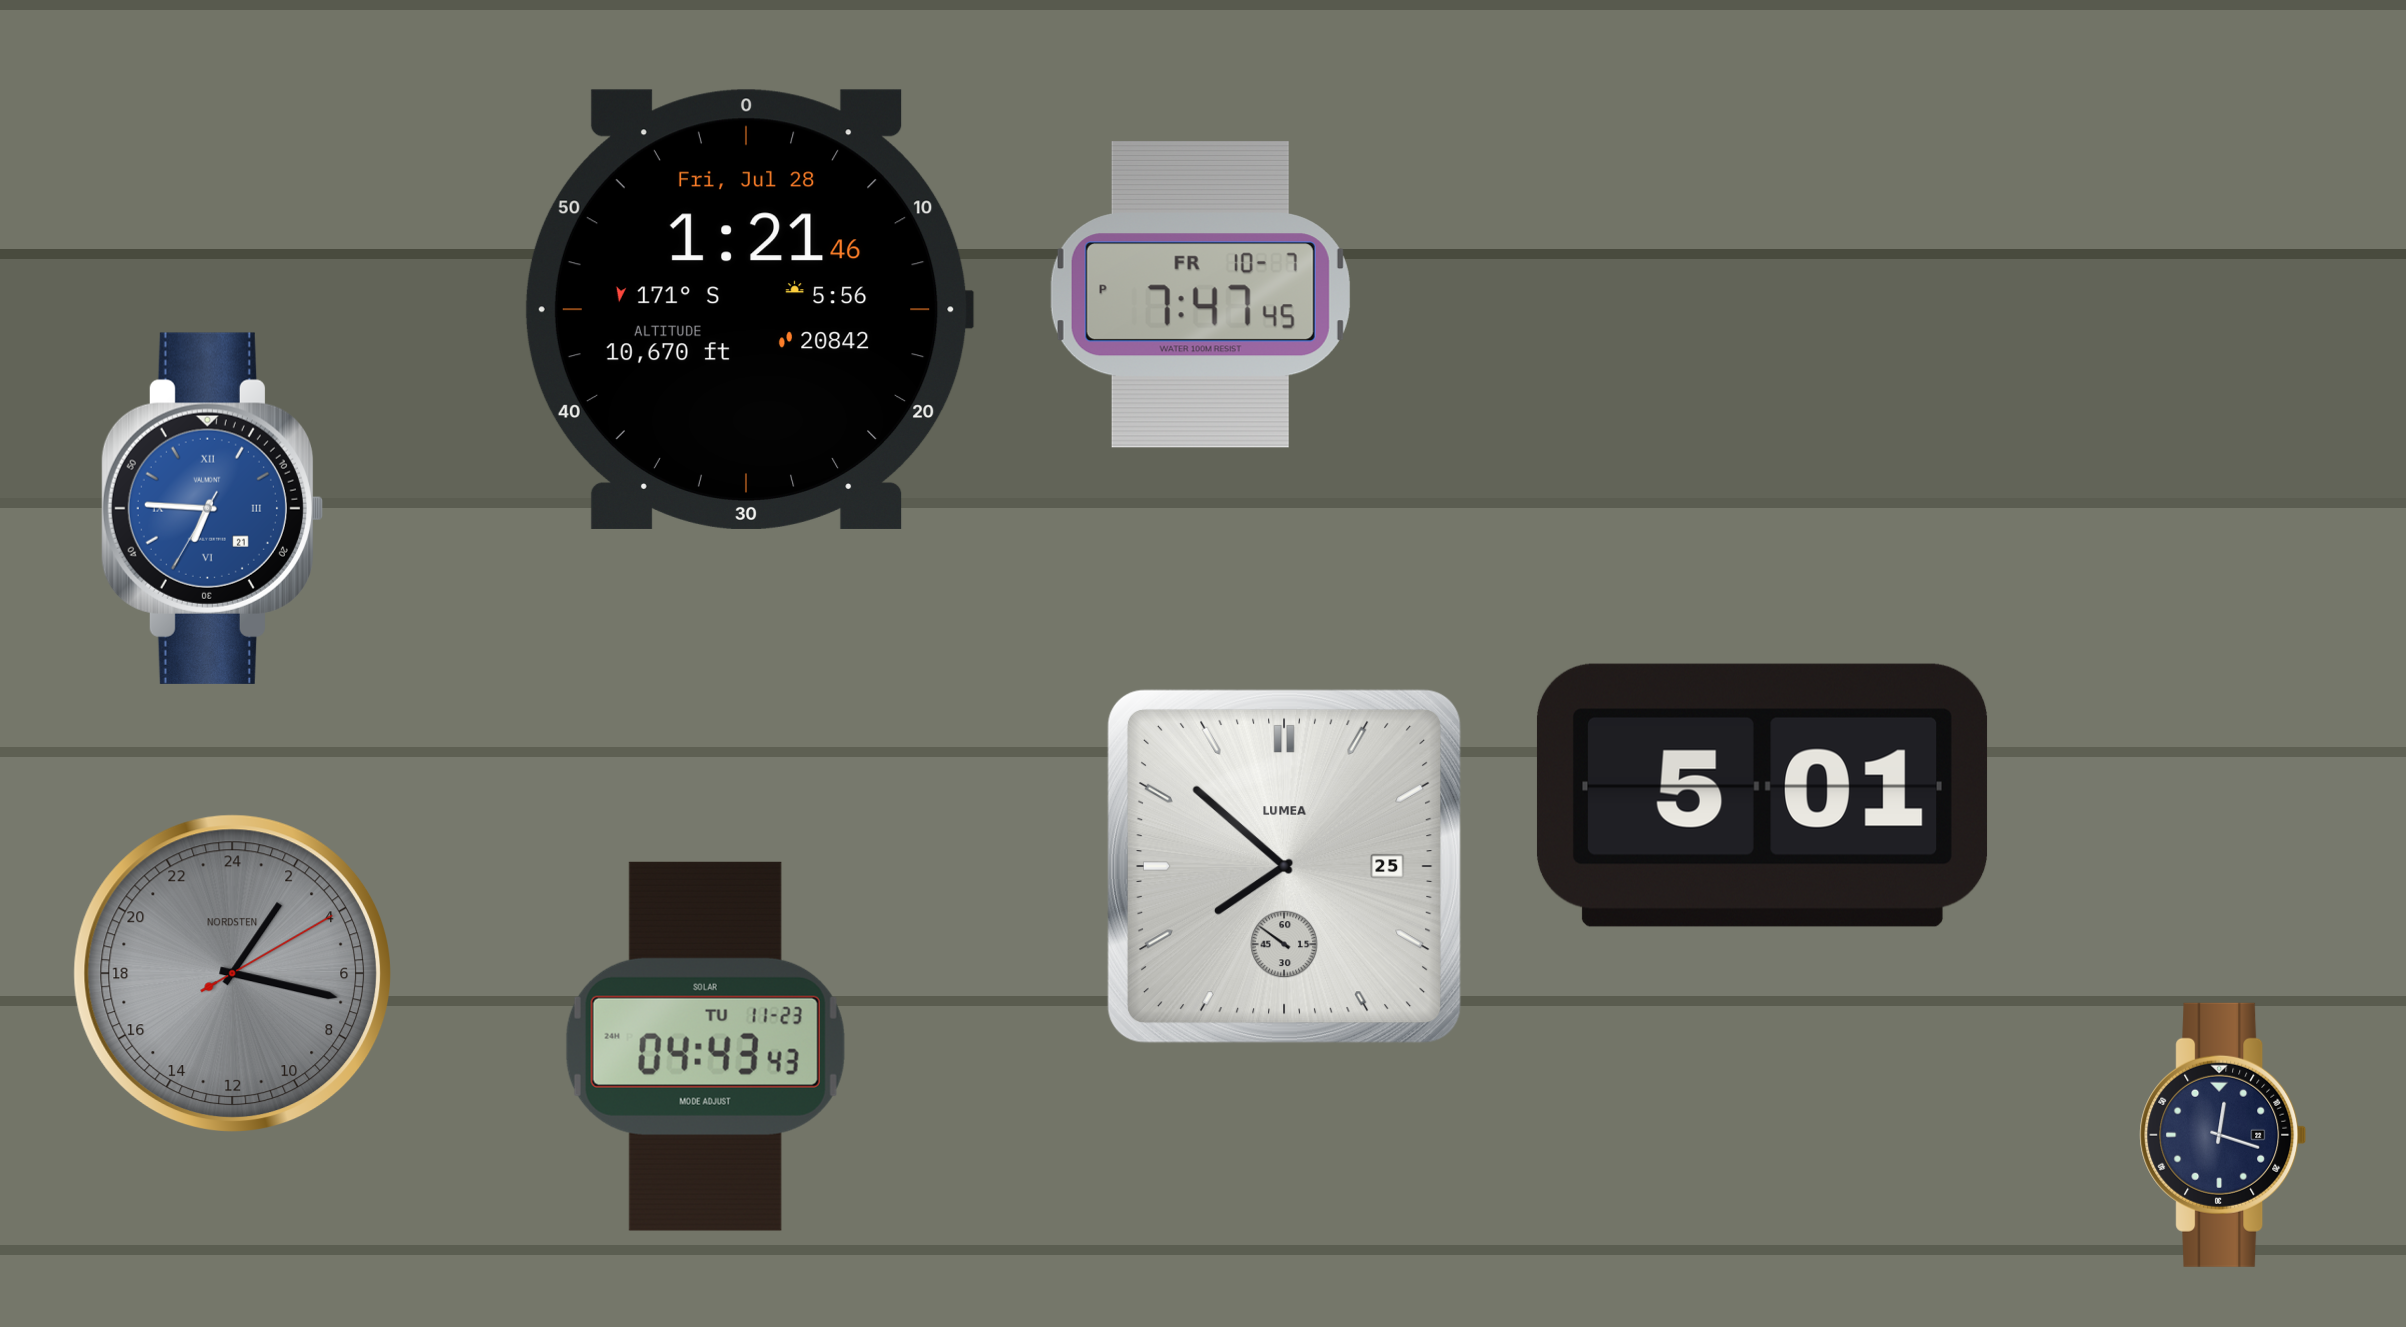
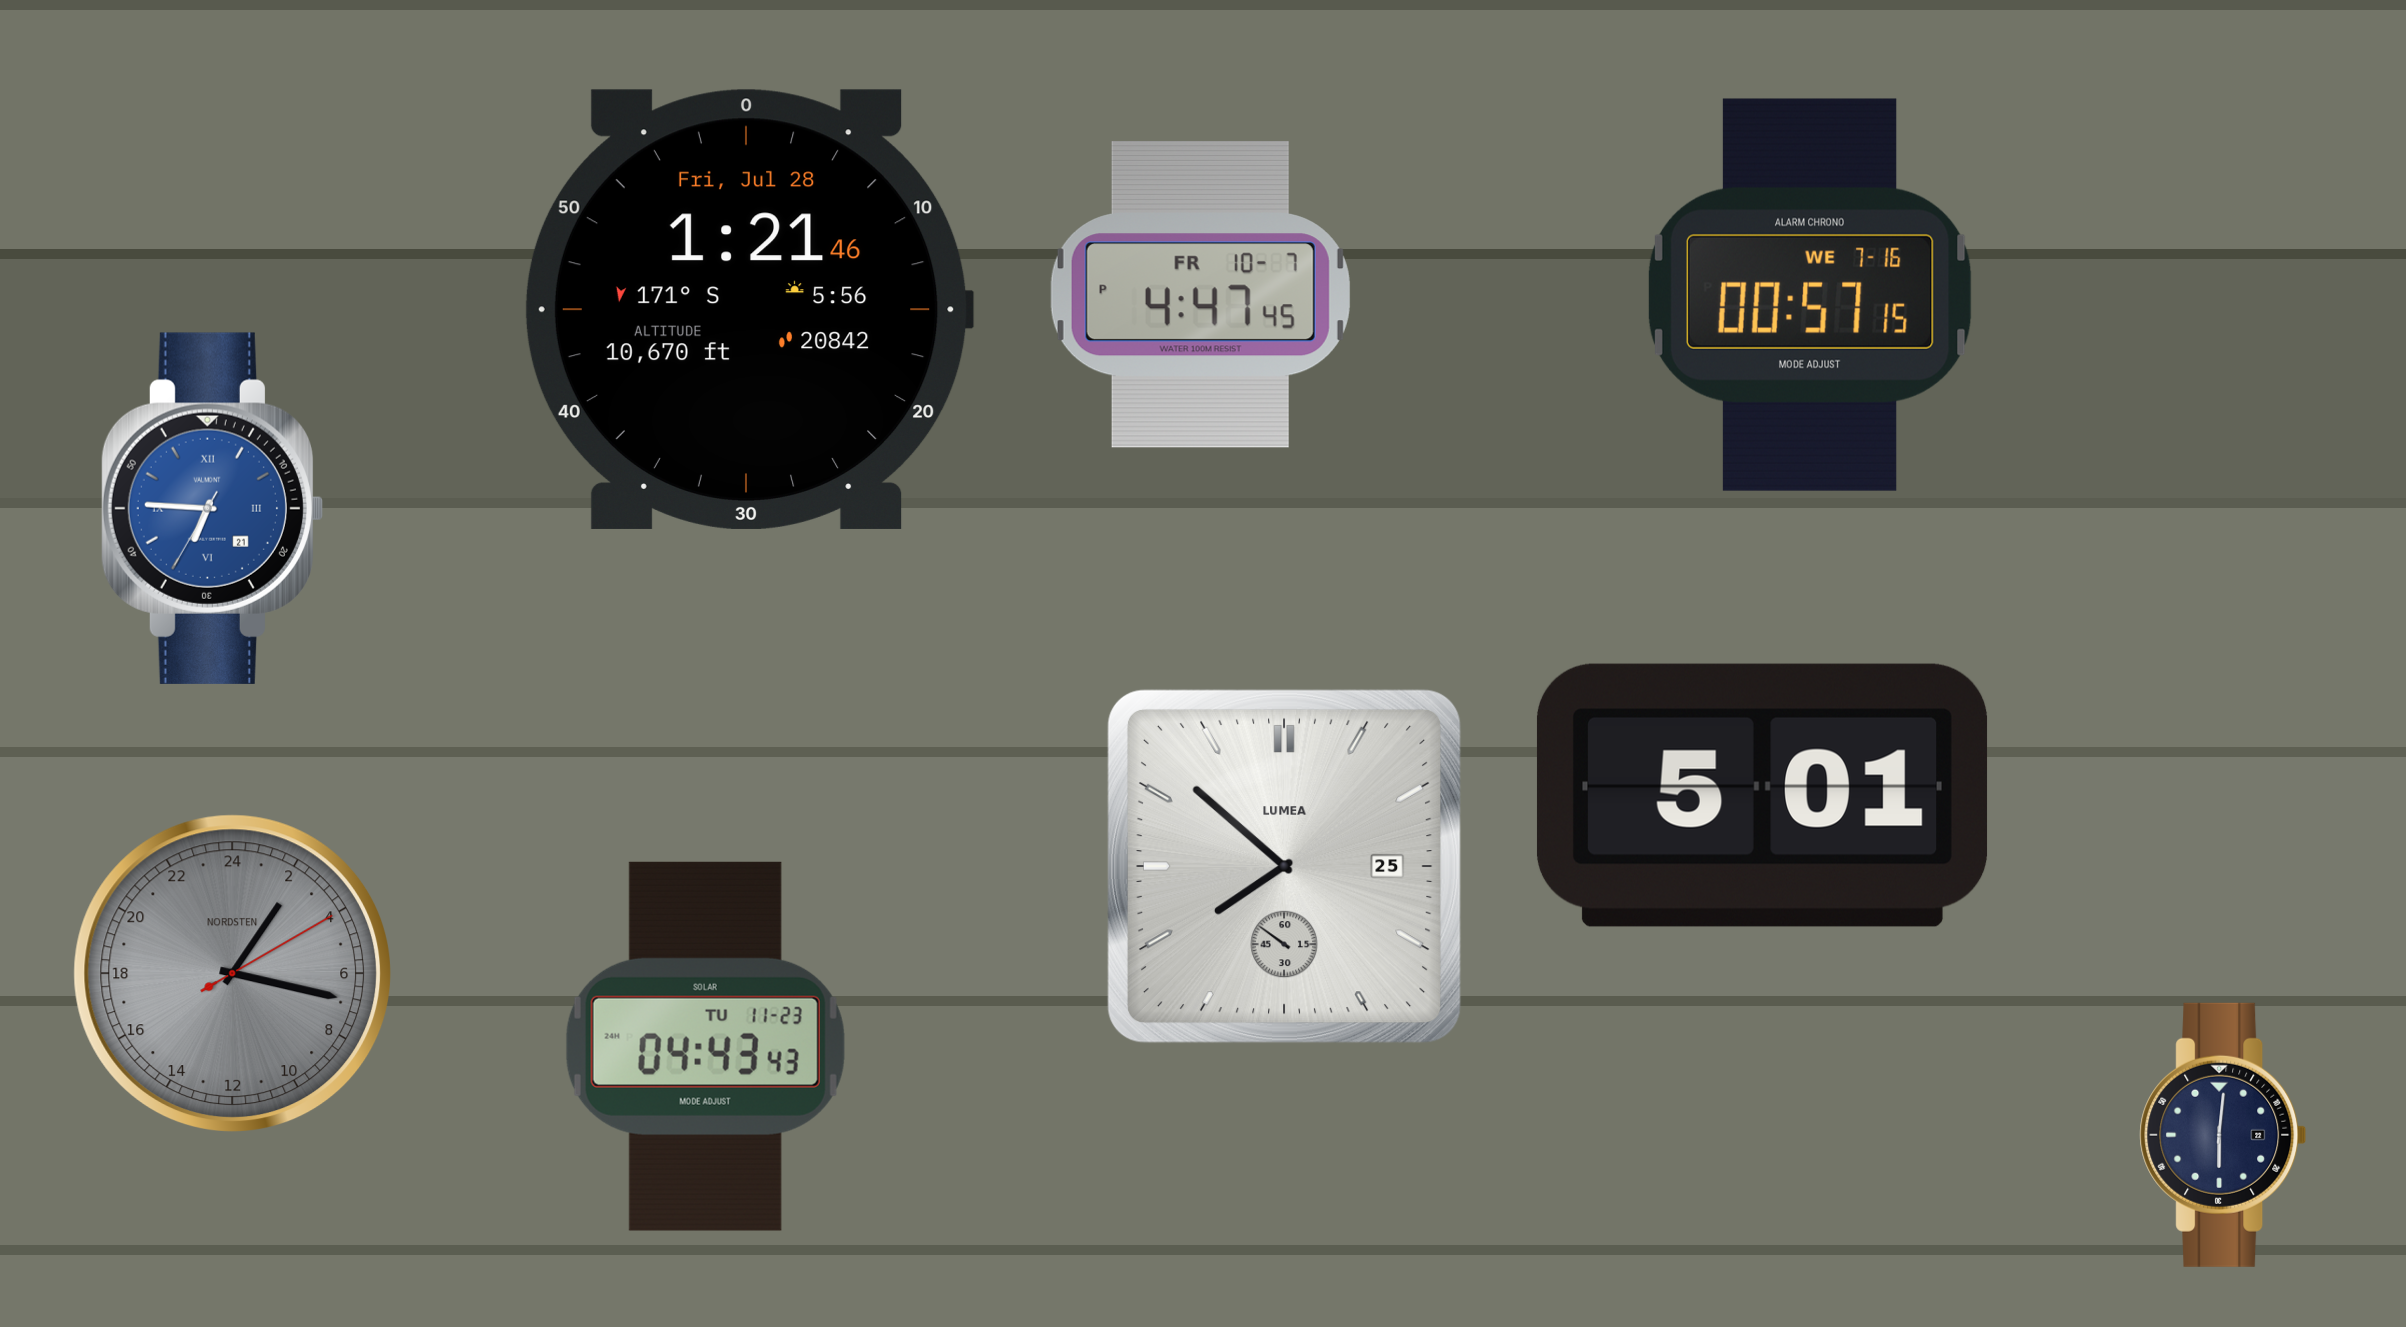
clock at (1200, 294): 7:47 -> 4:47
clock at (1810, 295): none -> 00:57
clock at (2223, 1135): 12:18 -> 6:01
